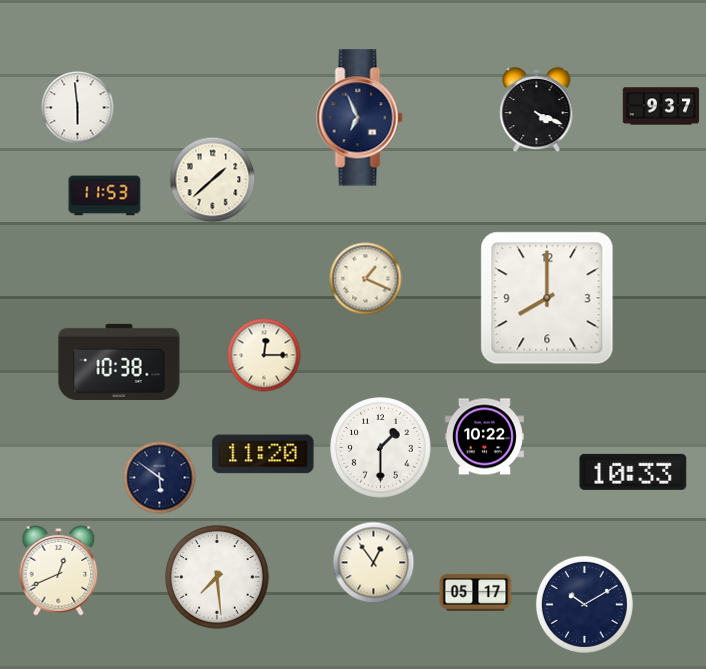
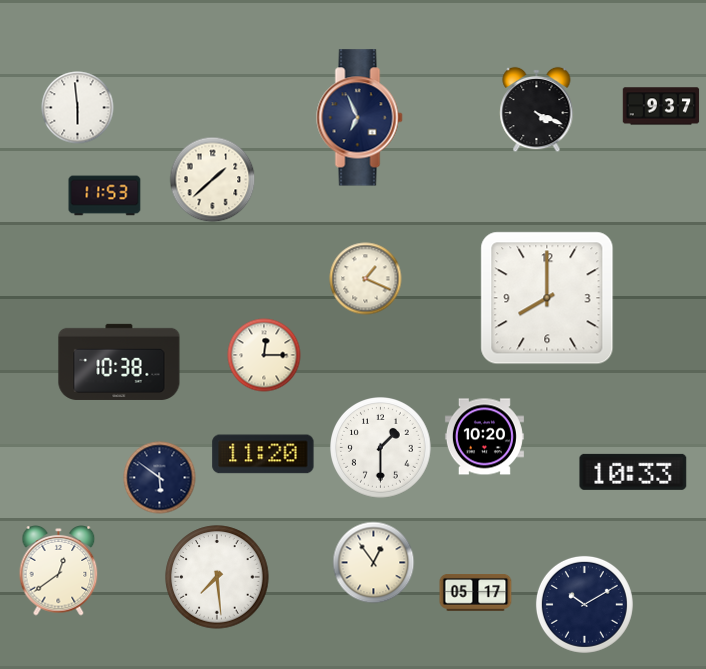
clock at (484, 437): 10:22 -> 10:20
clock at (59, 571): 12:41 -> 12:39
